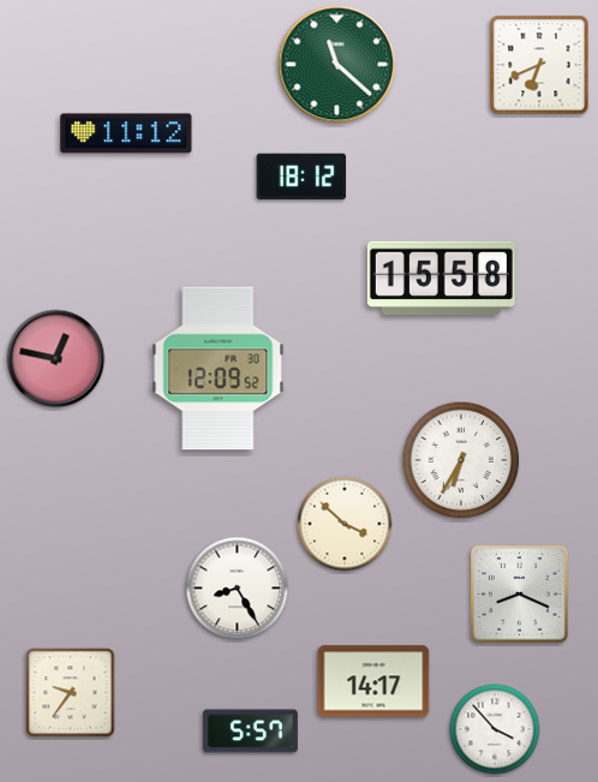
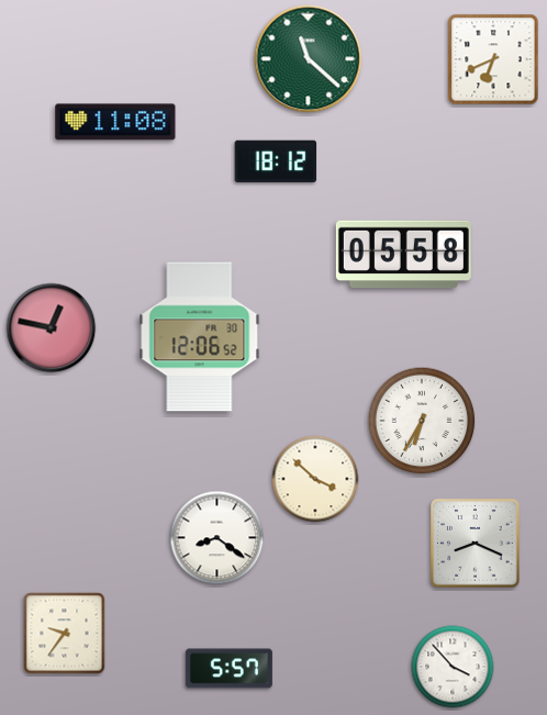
clock at (126, 133): 11:12 -> 11:08
clock at (441, 279): 15:58 -> 05:58
clock at (219, 369): 12:09 -> 12:06
clock at (238, 589): 8:25 -> 8:21
clock at (373, 681): 14:17 -> none
